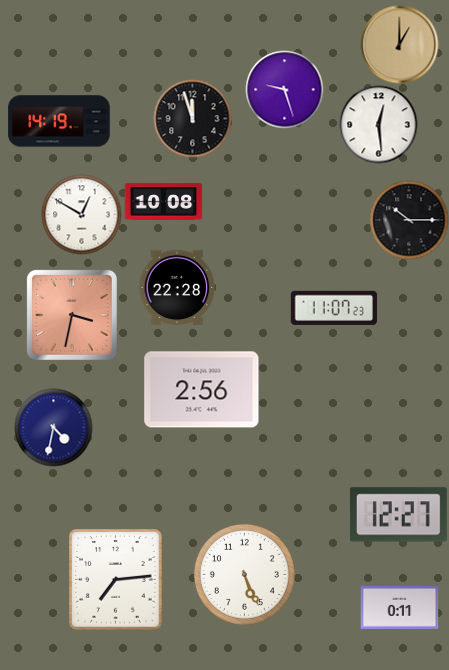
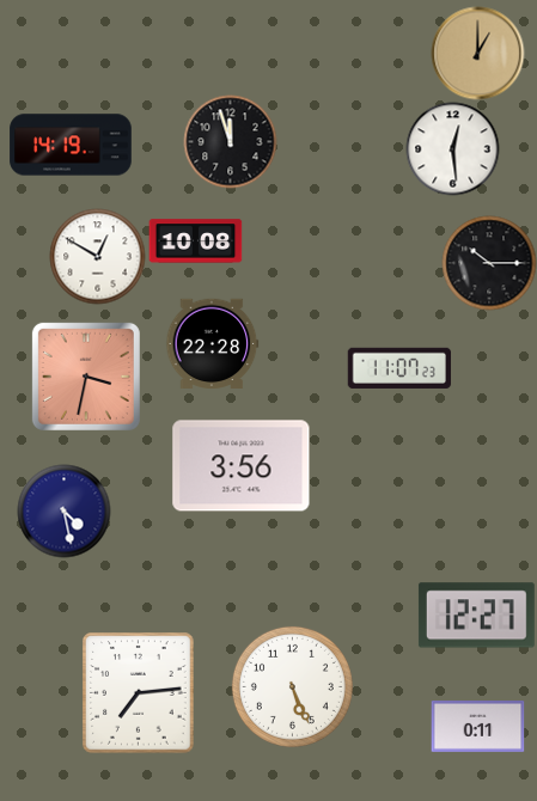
clock at (284, 89): 9:27 -> none
clock at (202, 390): 2:56 -> 3:56
clock at (53, 427): 4:32 -> 4:28
